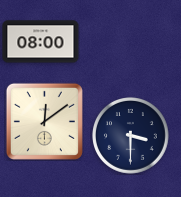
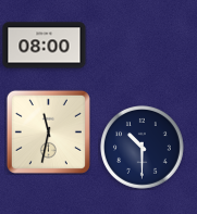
clock at (44, 121): 12:09 -> 11:32
clock at (131, 136): 3:30 -> 10:30
